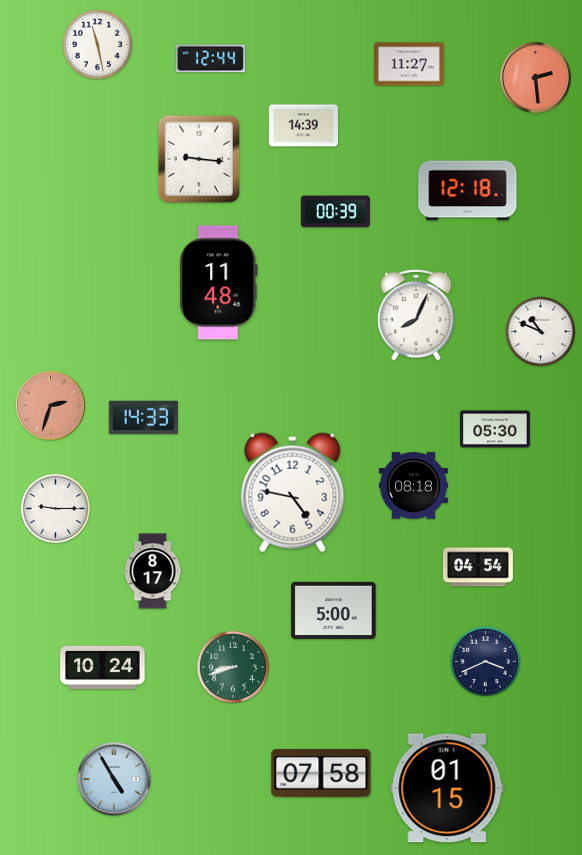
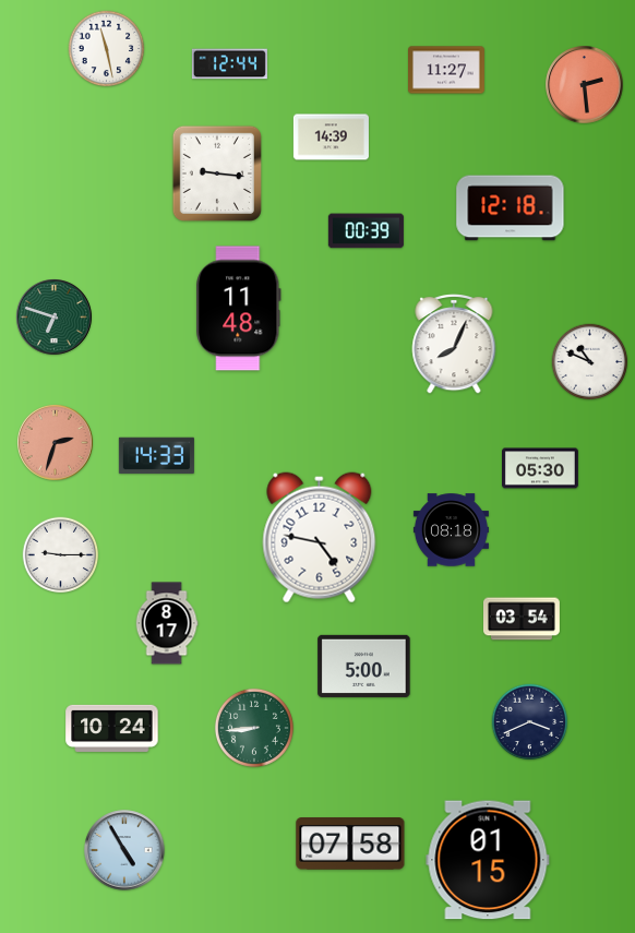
clock at (55, 318): none -> 6:48
clock at (479, 567): 04:54 -> 03:54
clock at (233, 667): 8:42 -> 8:44
